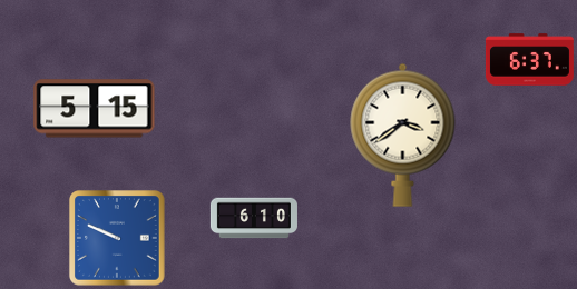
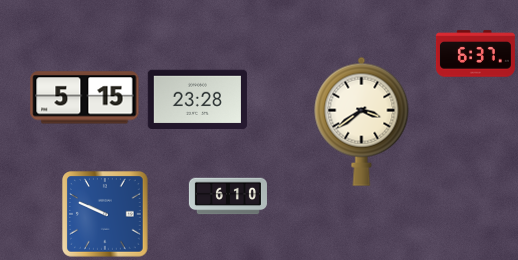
clock at (197, 99): none -> 23:28
